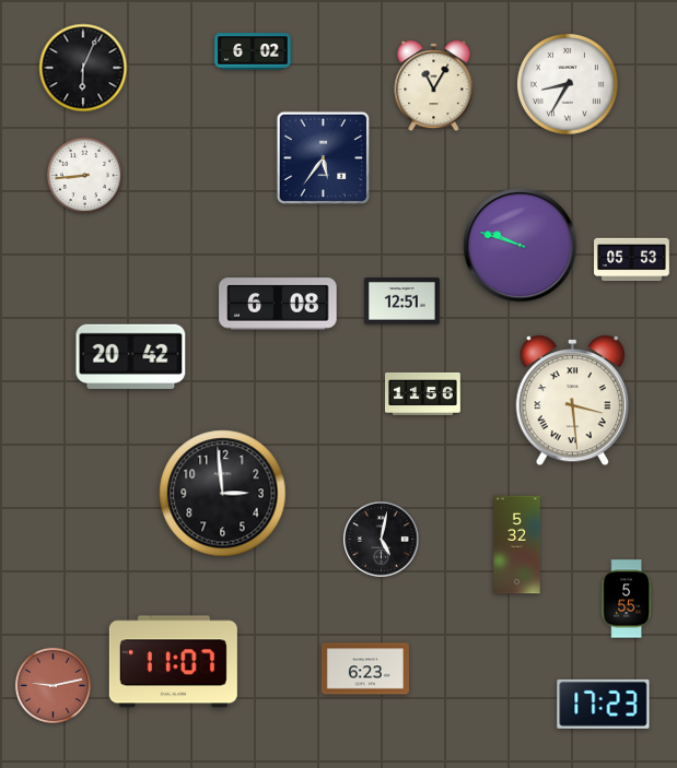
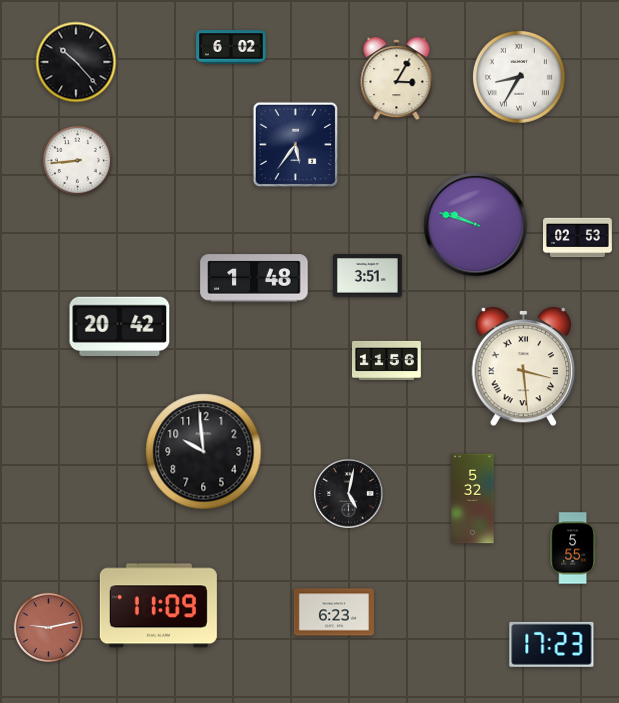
clock at (83, 68): 6:04 -> 10:23
clock at (434, 86): 11:05 -> 3:05
clock at (632, 260): 05:53 -> 02:53
clock at (402, 302): 12:51 -> 3:51
clock at (278, 304): 6:08 -> 1:48
clock at (223, 494): 2:59 -> 9:59
clock at (173, 662): 11:07 -> 11:09
